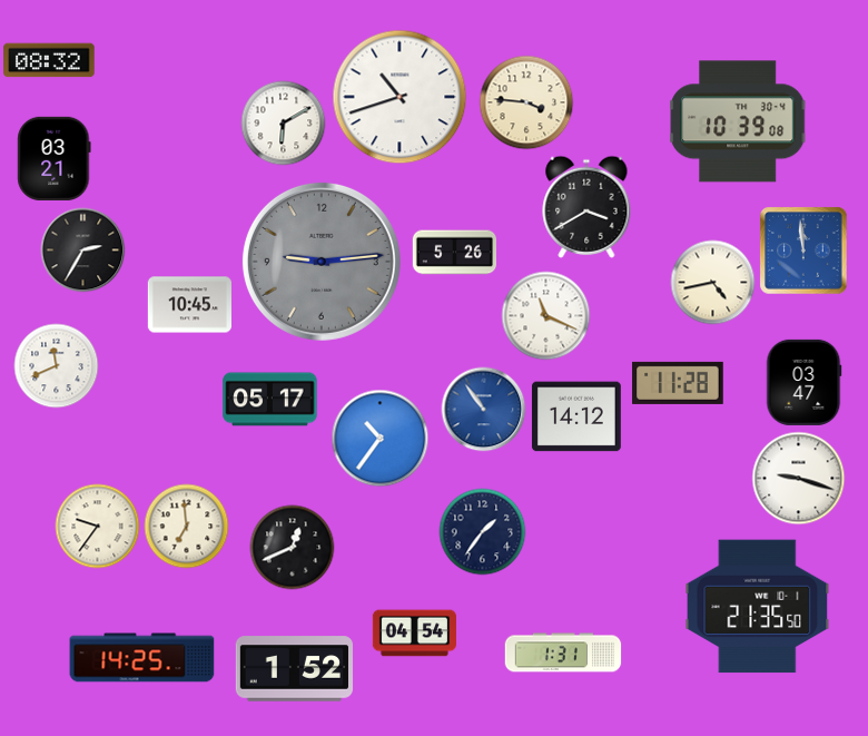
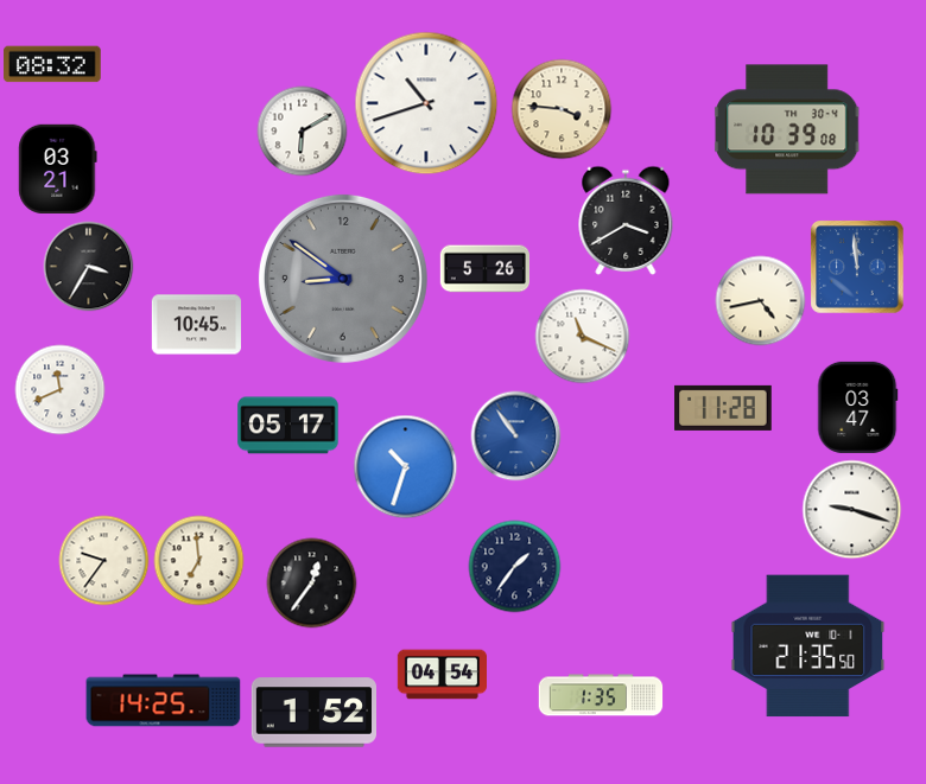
clock at (83, 251): 2:35 -> 3:35
clock at (322, 262): 9:14 -> 8:51
clock at (189, 305) position: (189, 305) -> (196, 325)
clock at (576, 416): 14:12 -> none
clock at (381, 439): 10:36 -> 10:33
clock at (293, 548): 12:41 -> 12:36
clock at (563, 652): 1:31 -> 1:35
clock at (142, 658) position: (142, 658) -> (164, 701)
